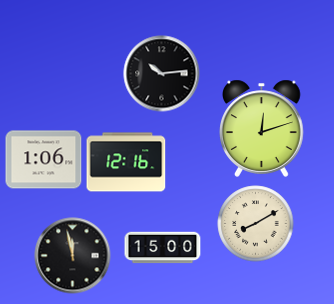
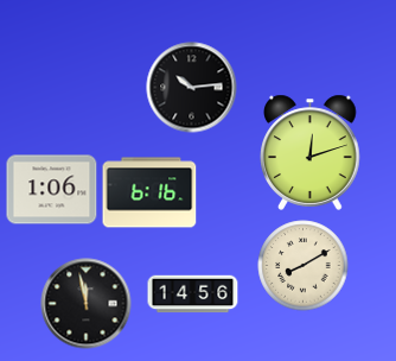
clock at (126, 162): 12:16 -> 6:16
clock at (163, 248): 15:00 -> 14:56
